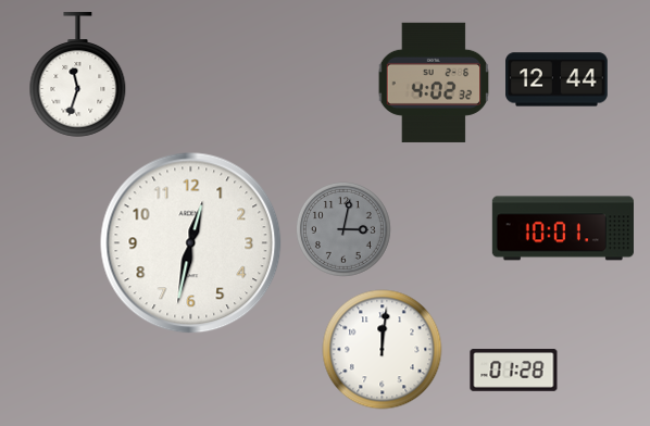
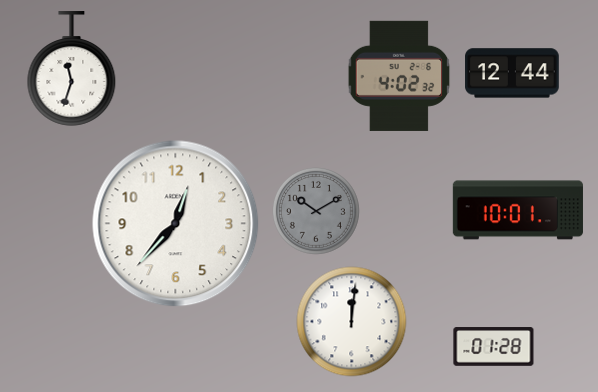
clock at (343, 229): 3:02 -> 10:10
clock at (191, 243): 12:32 -> 12:37
clock at (514, 371) position: (514, 371) -> (494, 347)
